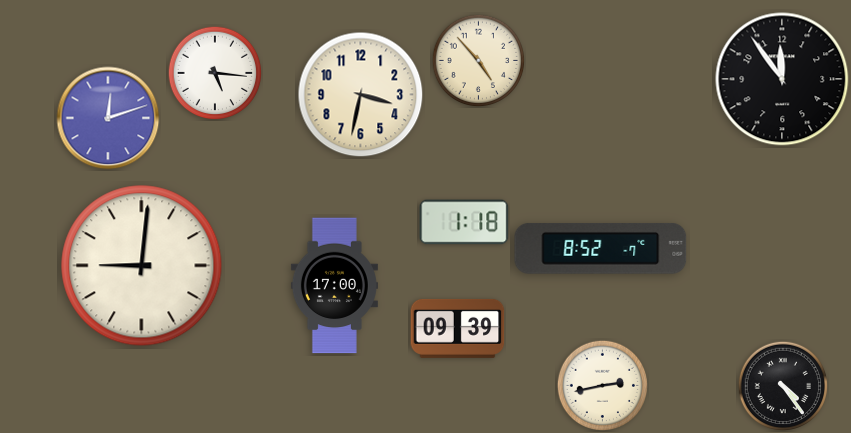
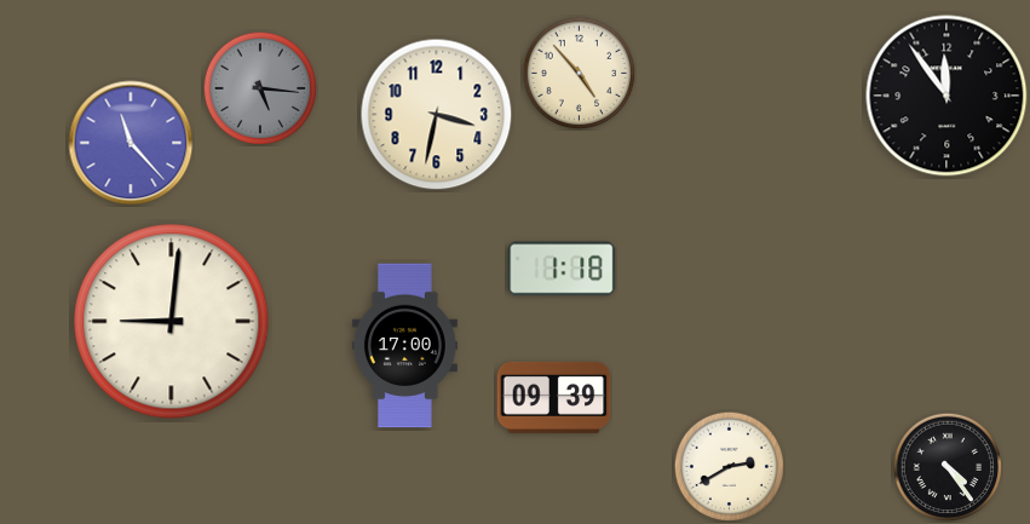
clock at (215, 73) dial: white -> grey
clock at (108, 118): 12:12 -> 11:23
clock at (601, 249): 8:52 -> none
clock at (602, 385): 2:43 -> 2:40
